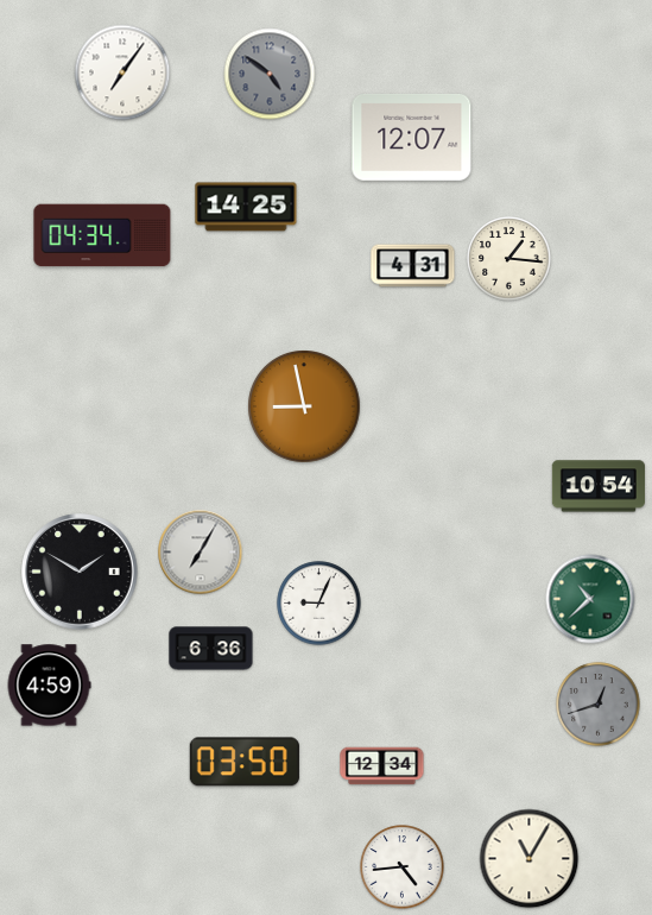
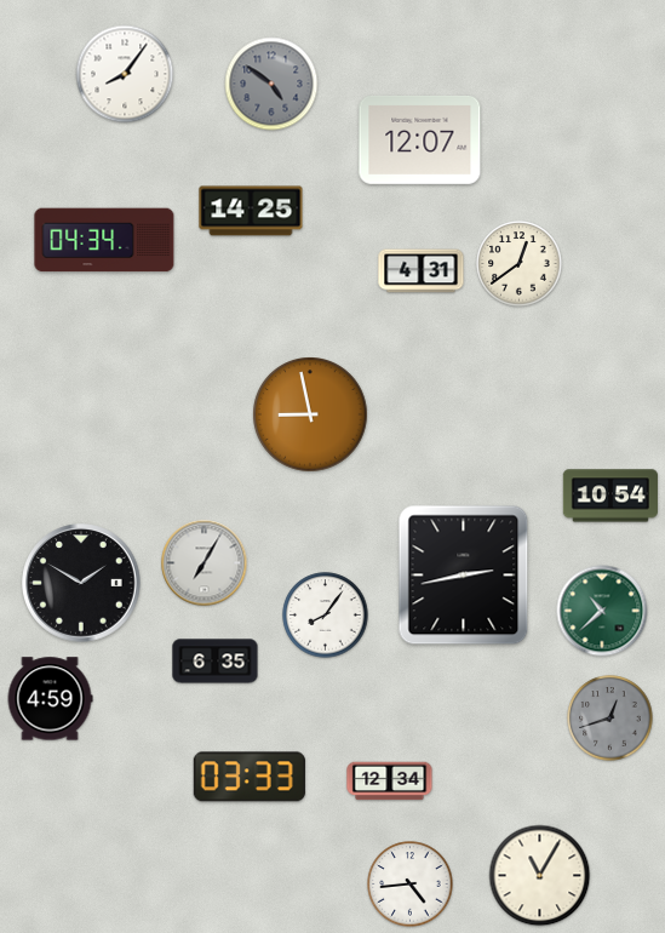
clock at (122, 72): 7:06 -> 8:06
clock at (270, 74) position: (270, 74) -> (271, 84)
clock at (509, 259): 1:16 -> 12:39
clock at (464, 576): none -> 2:43
clock at (319, 604): 9:04 -> 8:06
clock at (211, 649): 6:36 -> 6:35
clock at (245, 762): 03:50 -> 03:33
